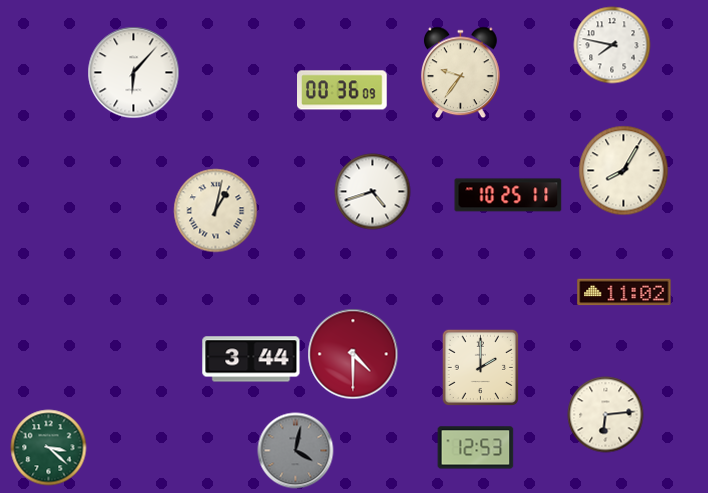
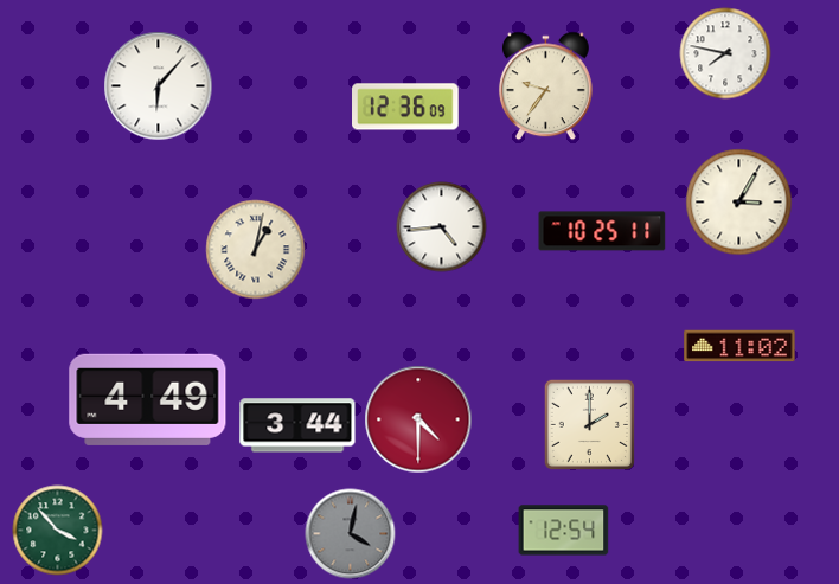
clock at (343, 90): 00:36 -> 12:36
clock at (624, 171): 8:05 -> 3:05
clock at (373, 192): 4:42 -> 4:44
clock at (148, 399): none -> 4:49
clock at (480, 367) position: (480, 367) -> (589, 424)
clock at (606, 415): 6:14 -> none
clock at (49, 448): 3:22 -> 3:53
clock at (476, 448): 12:53 -> 12:54
